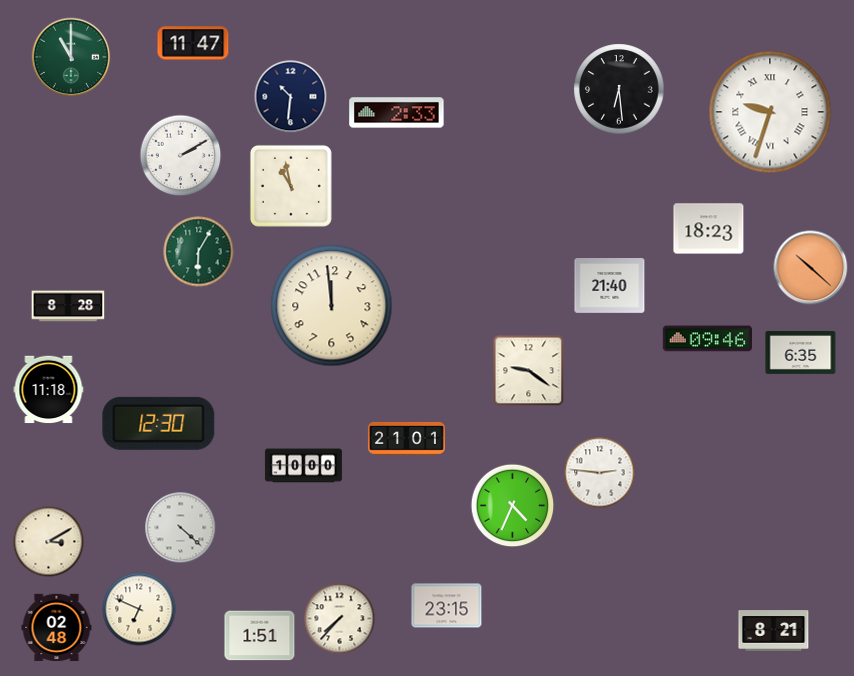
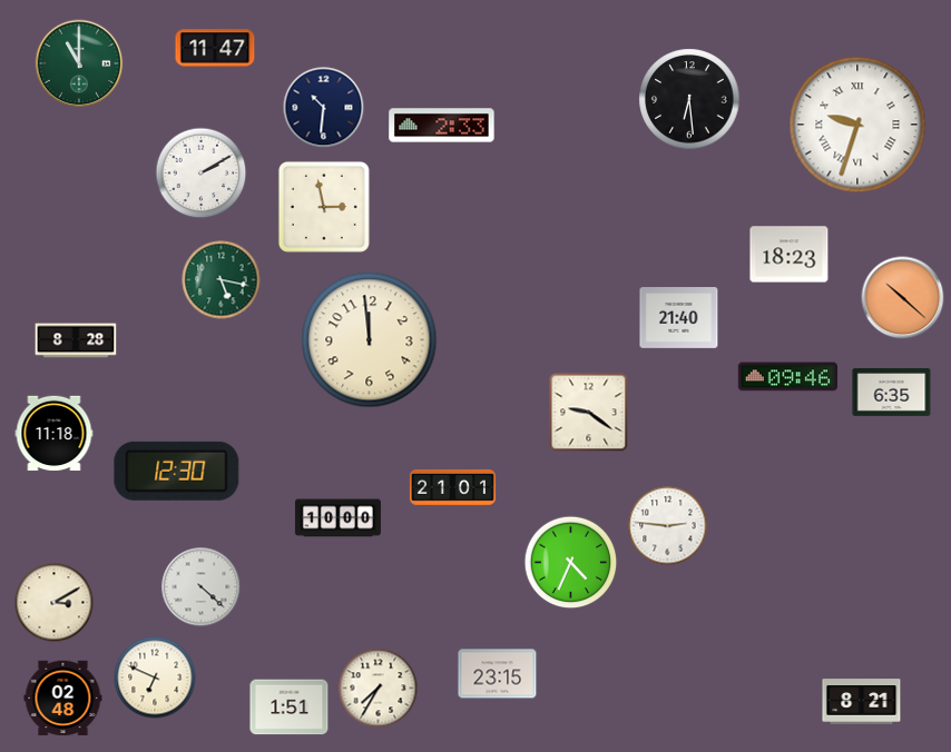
clock at (291, 186): 10:58 -> 2:58
clock at (199, 252): 6:05 -> 5:17
clock at (340, 619): 7:37 -> 7:35
